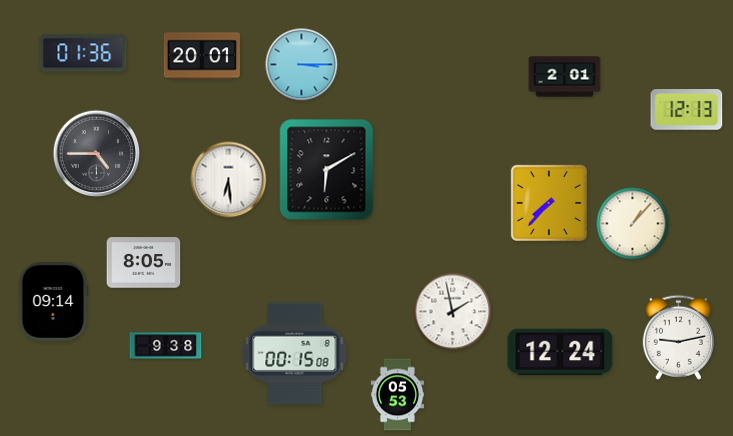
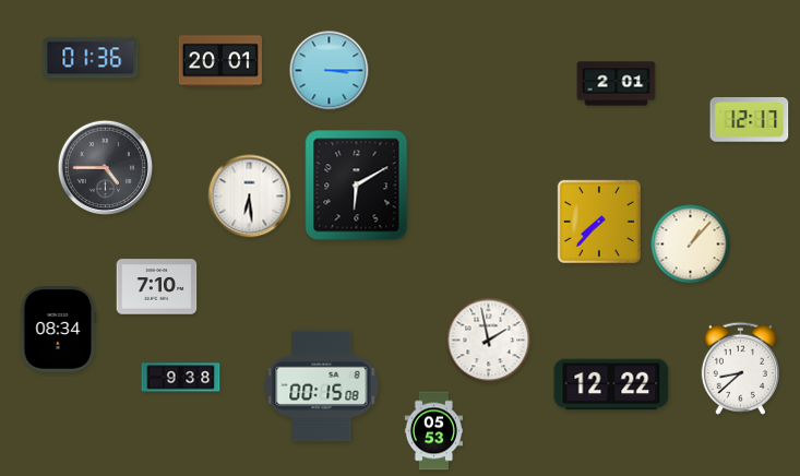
clock at (687, 110): 12:13 -> 12:17
clock at (144, 263): 8:05 -> 7:10
clock at (54, 302): 09:14 -> 08:34
clock at (453, 312) position: (453, 312) -> (489, 341)
clock at (678, 337): 9:13 -> 8:38
clock at (560, 352): 12:24 -> 12:22
